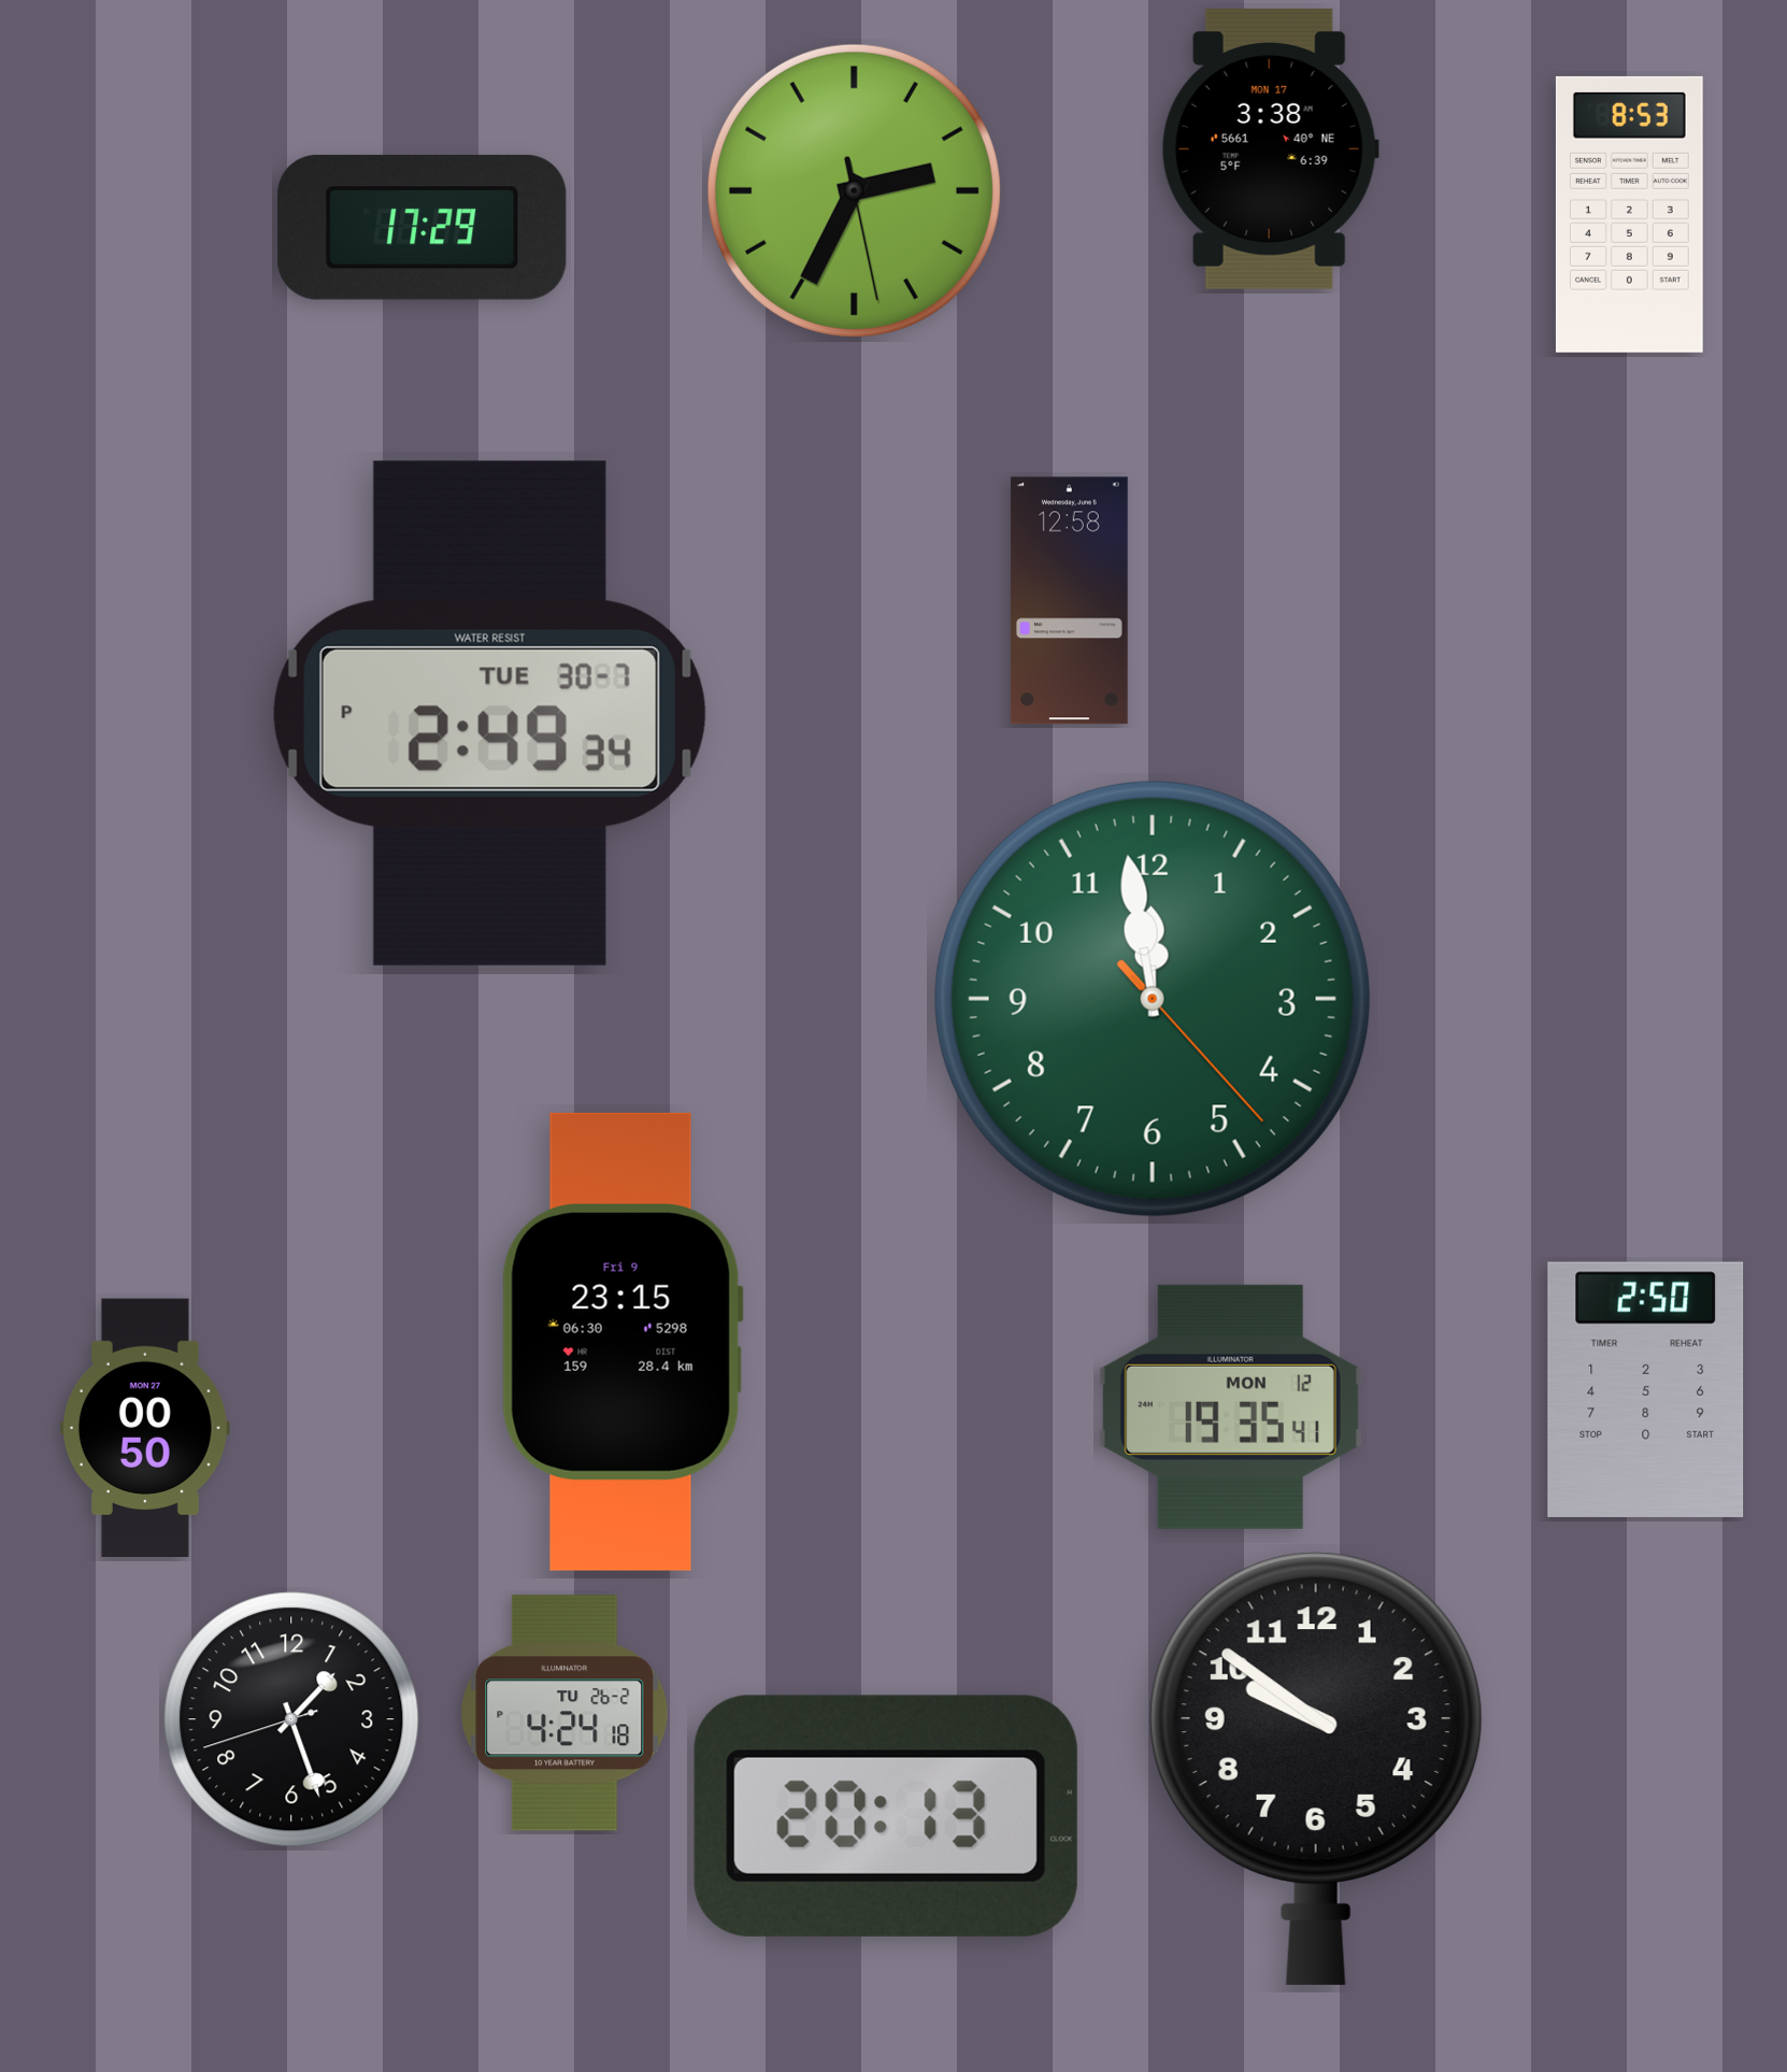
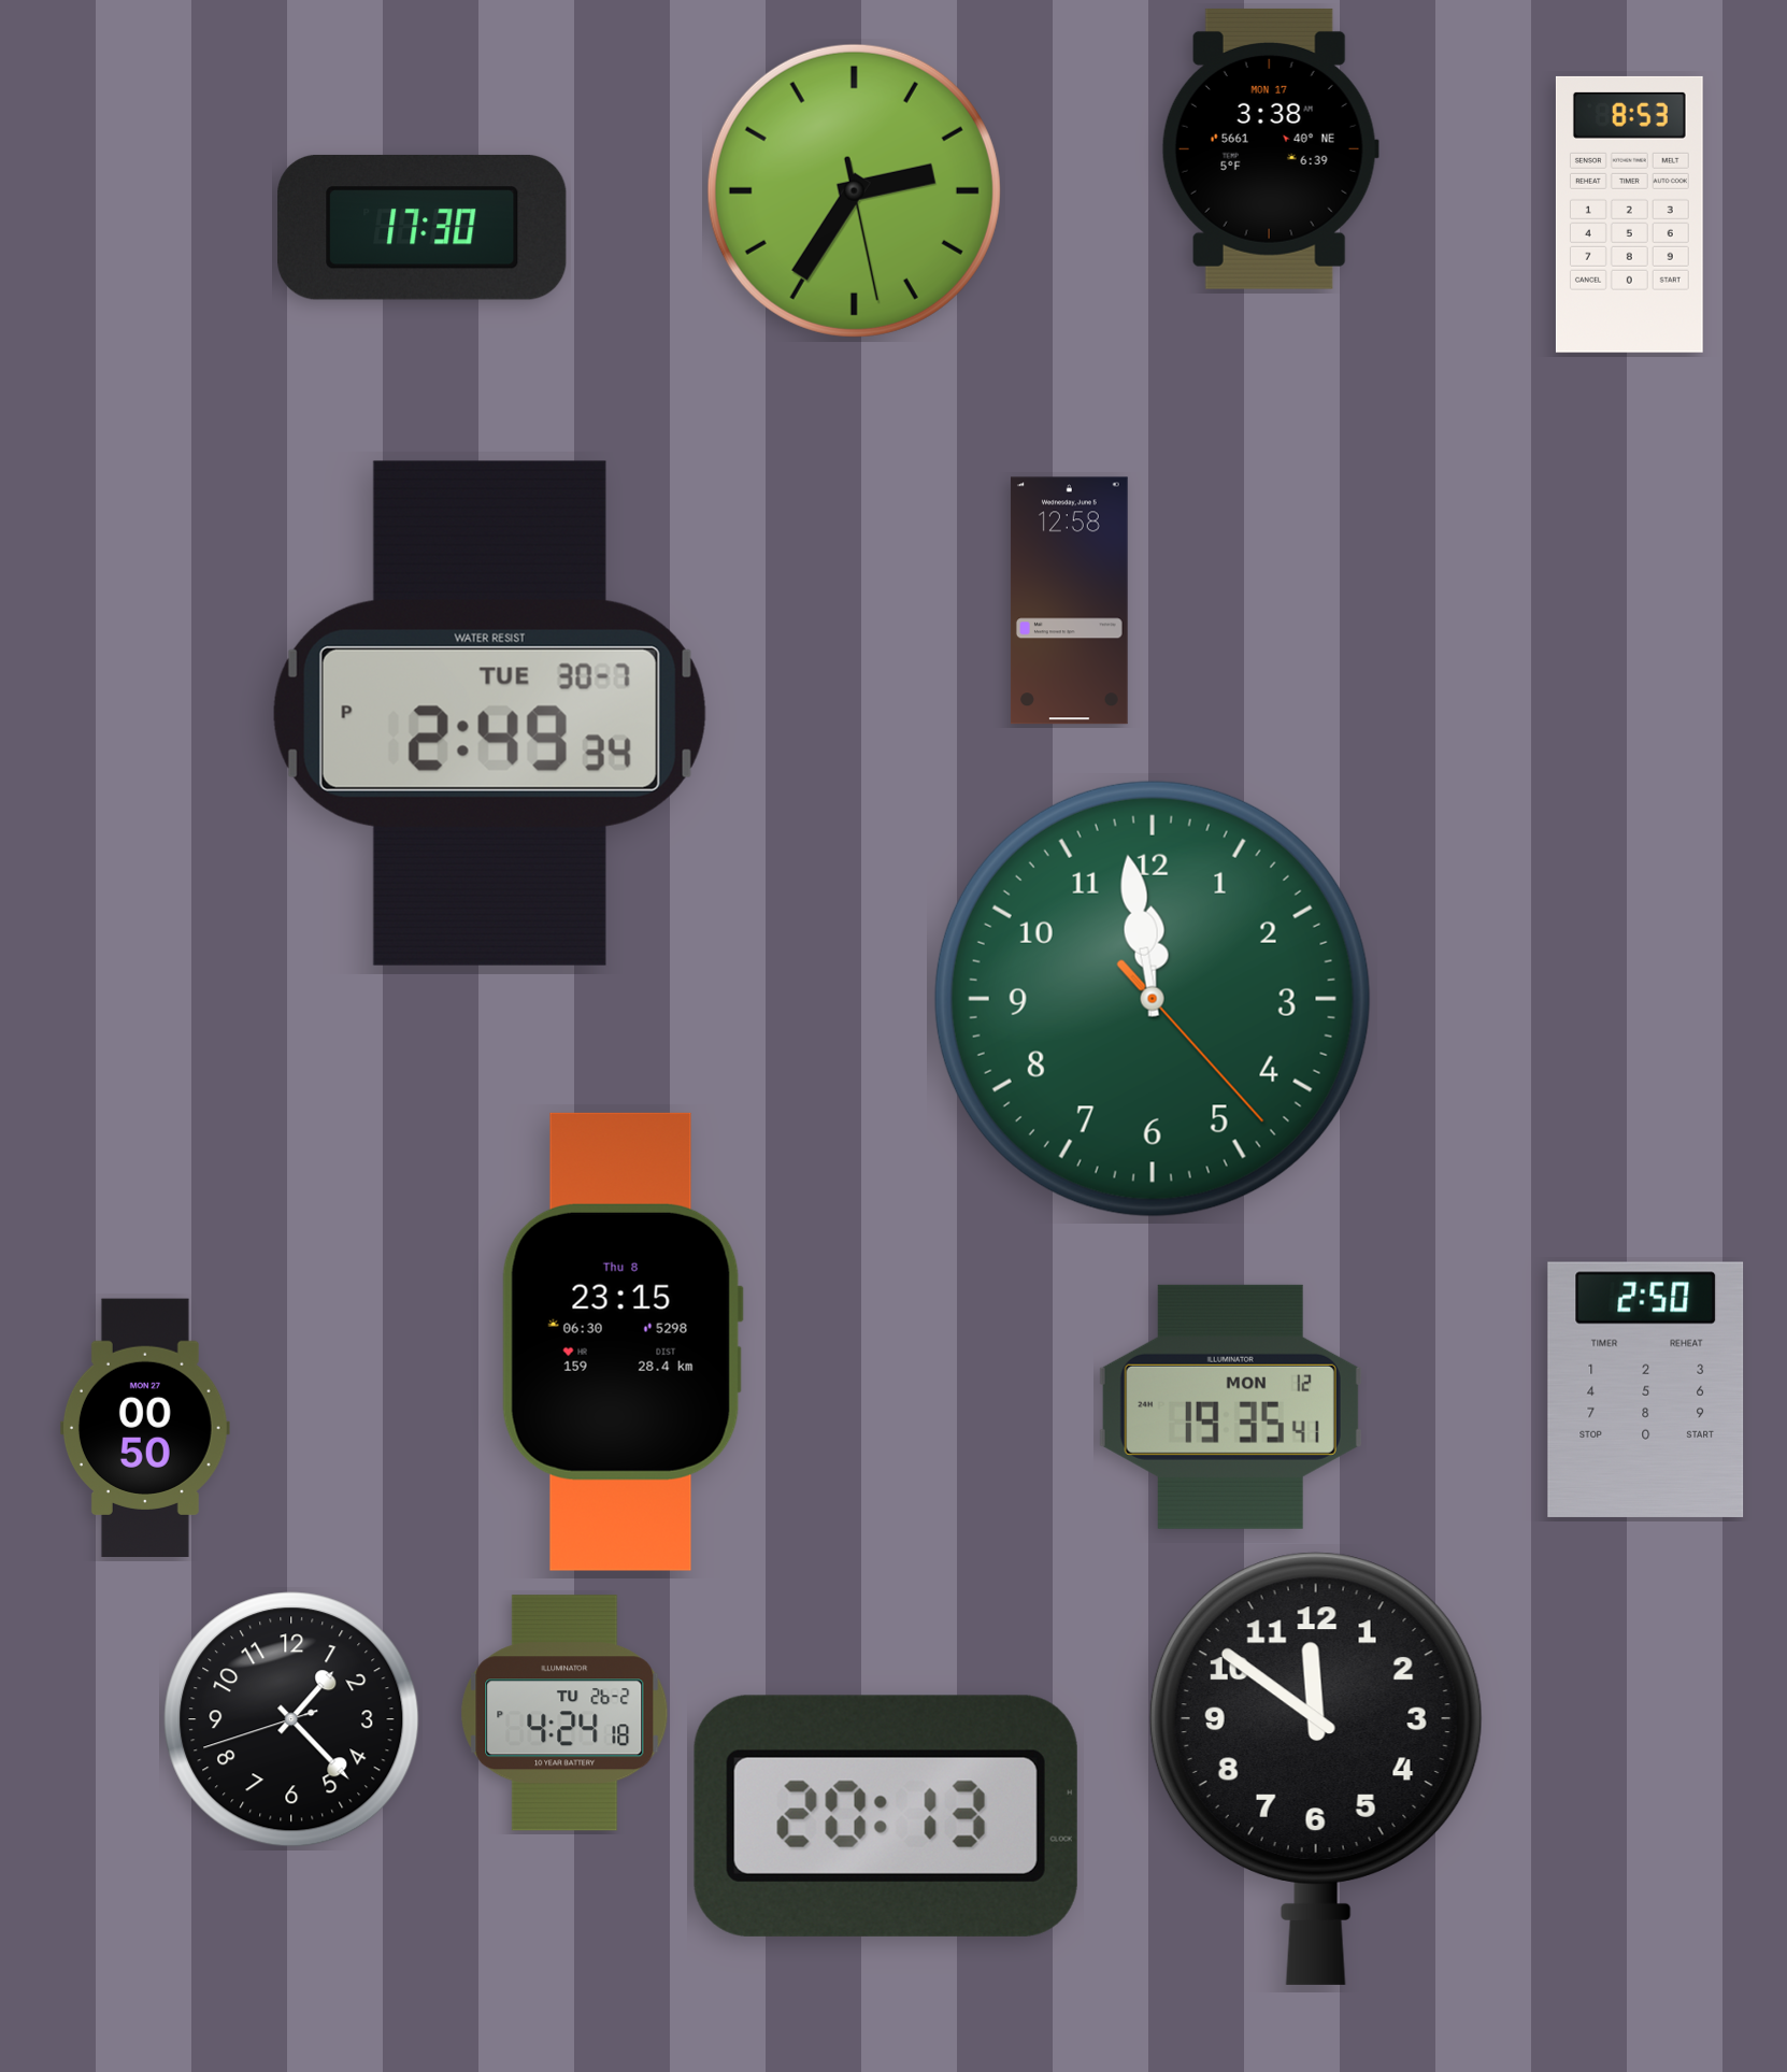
clock at (854, 190): 2:34 -> 2:35
clock at (423, 227): 17:29 -> 17:30
clock at (623, 1342) date: Fri 9 -> Thu 8
clock at (291, 1719): 1:26 -> 1:22
clock at (1316, 1769): 9:51 -> 11:51
